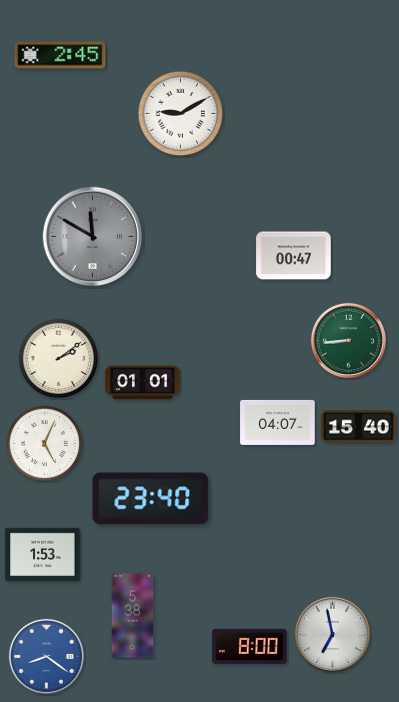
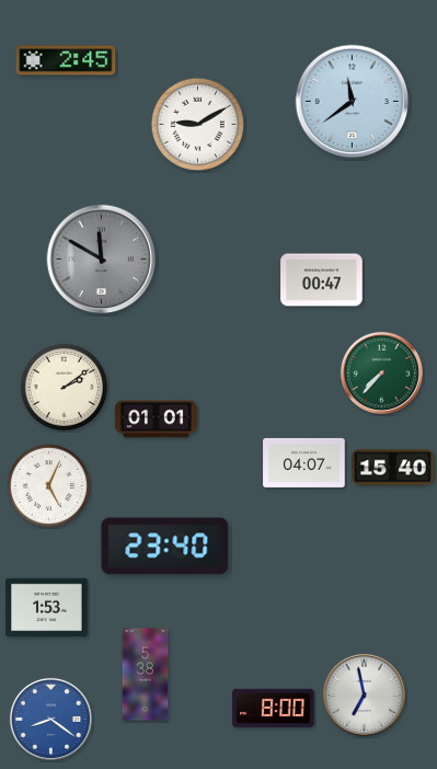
clock at (353, 102): none -> 11:39
clock at (348, 340): 8:44 -> 7:37
clock at (59, 359) position: (59, 359) -> (65, 388)
